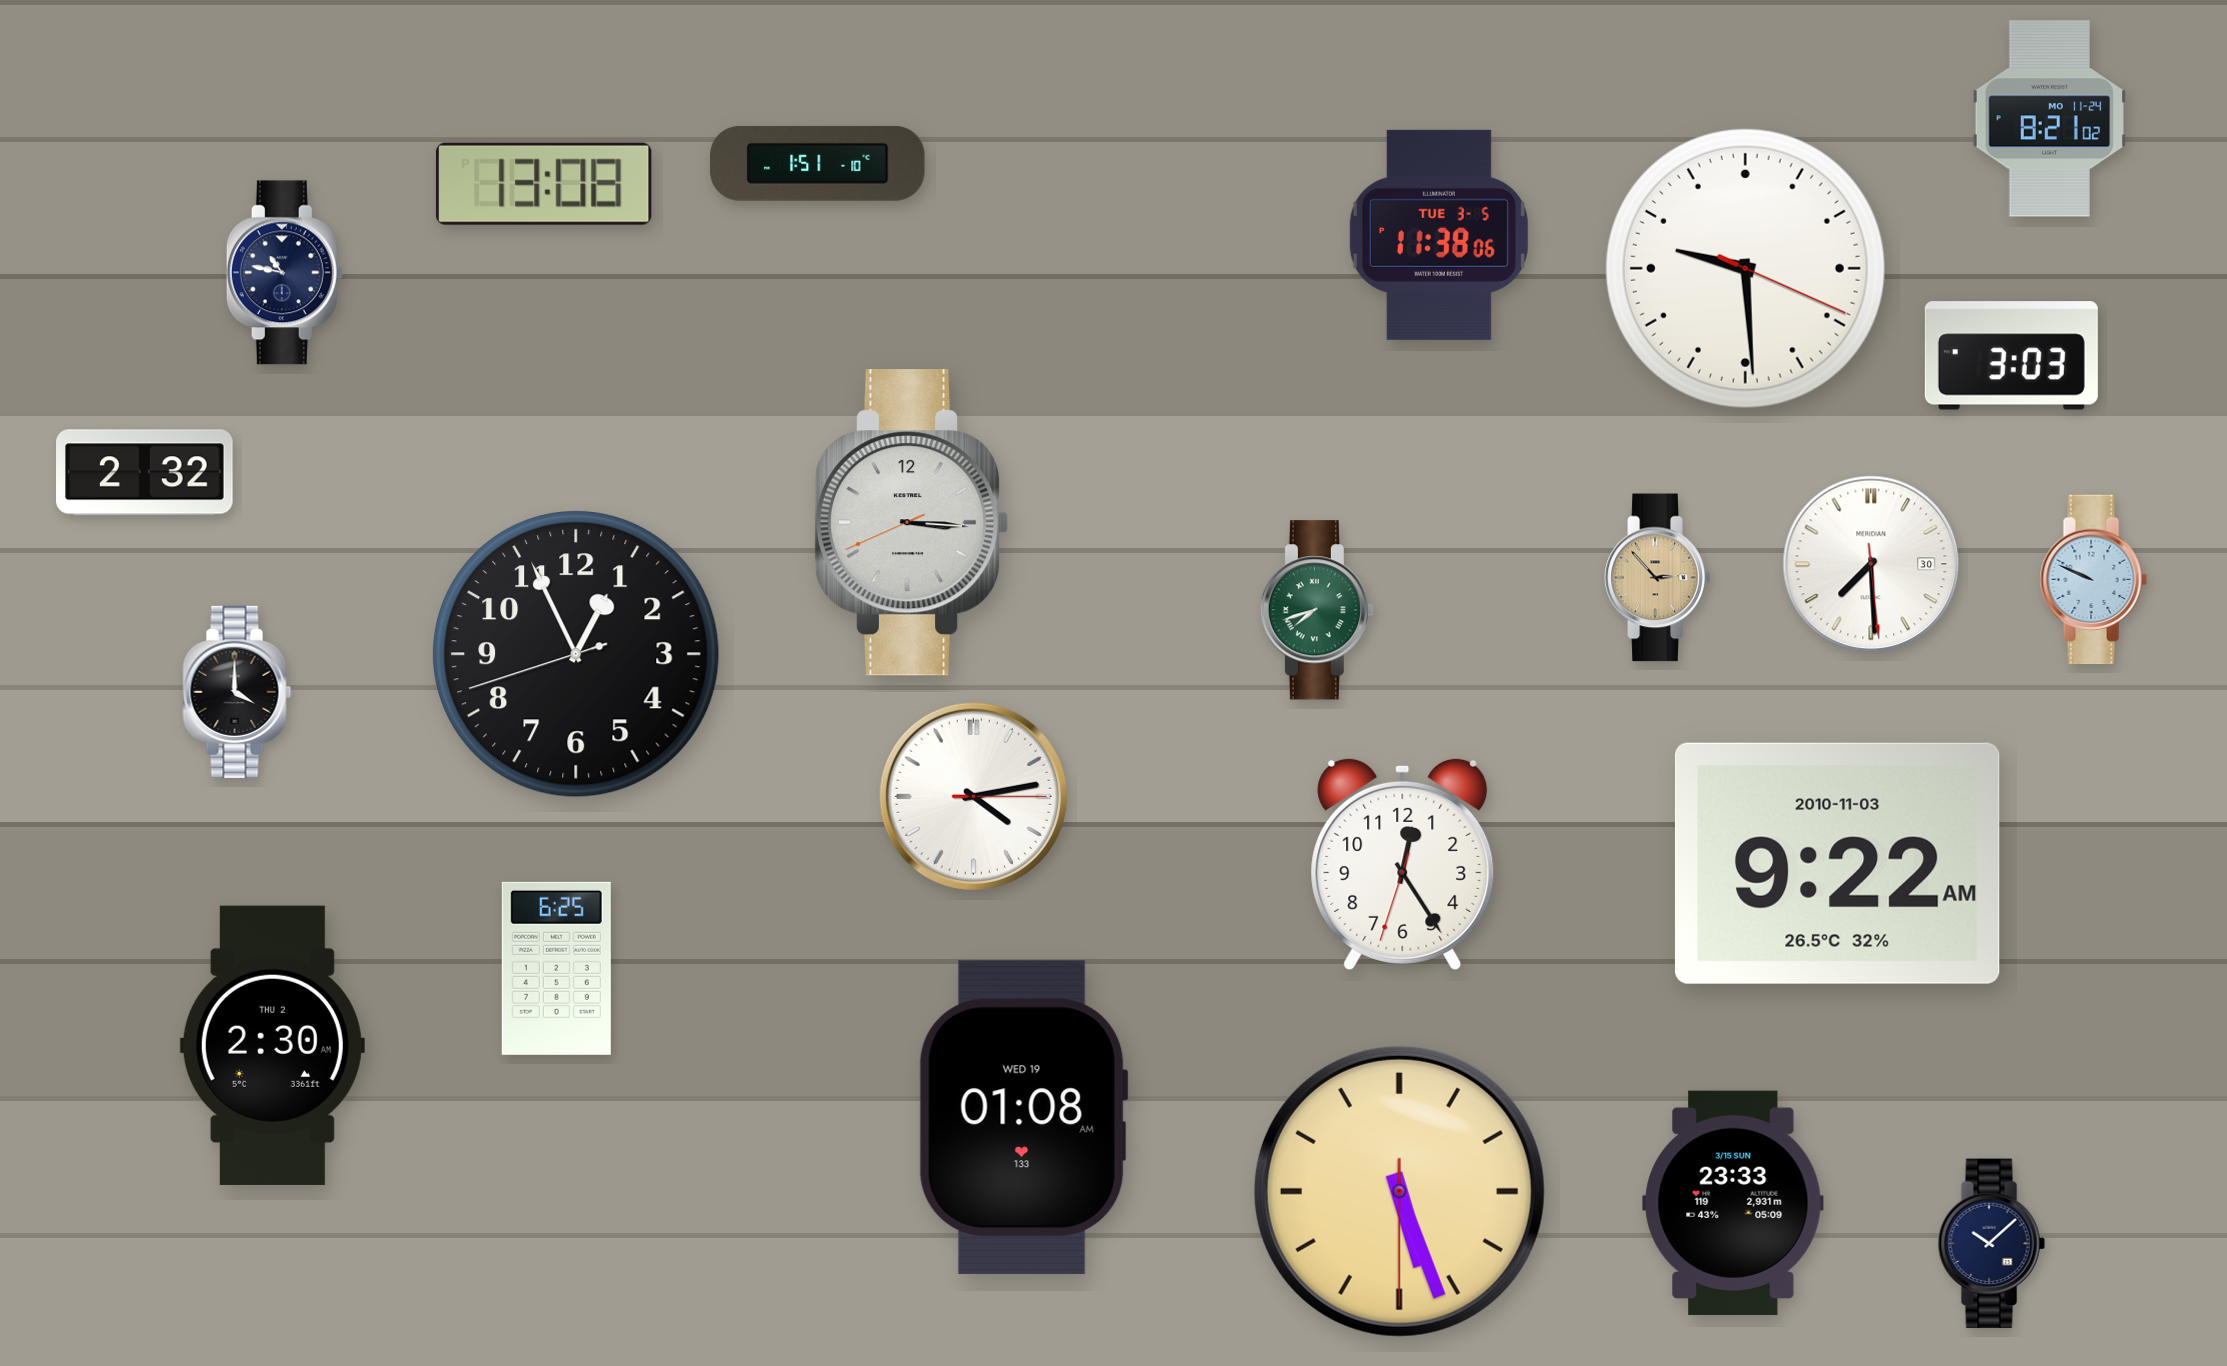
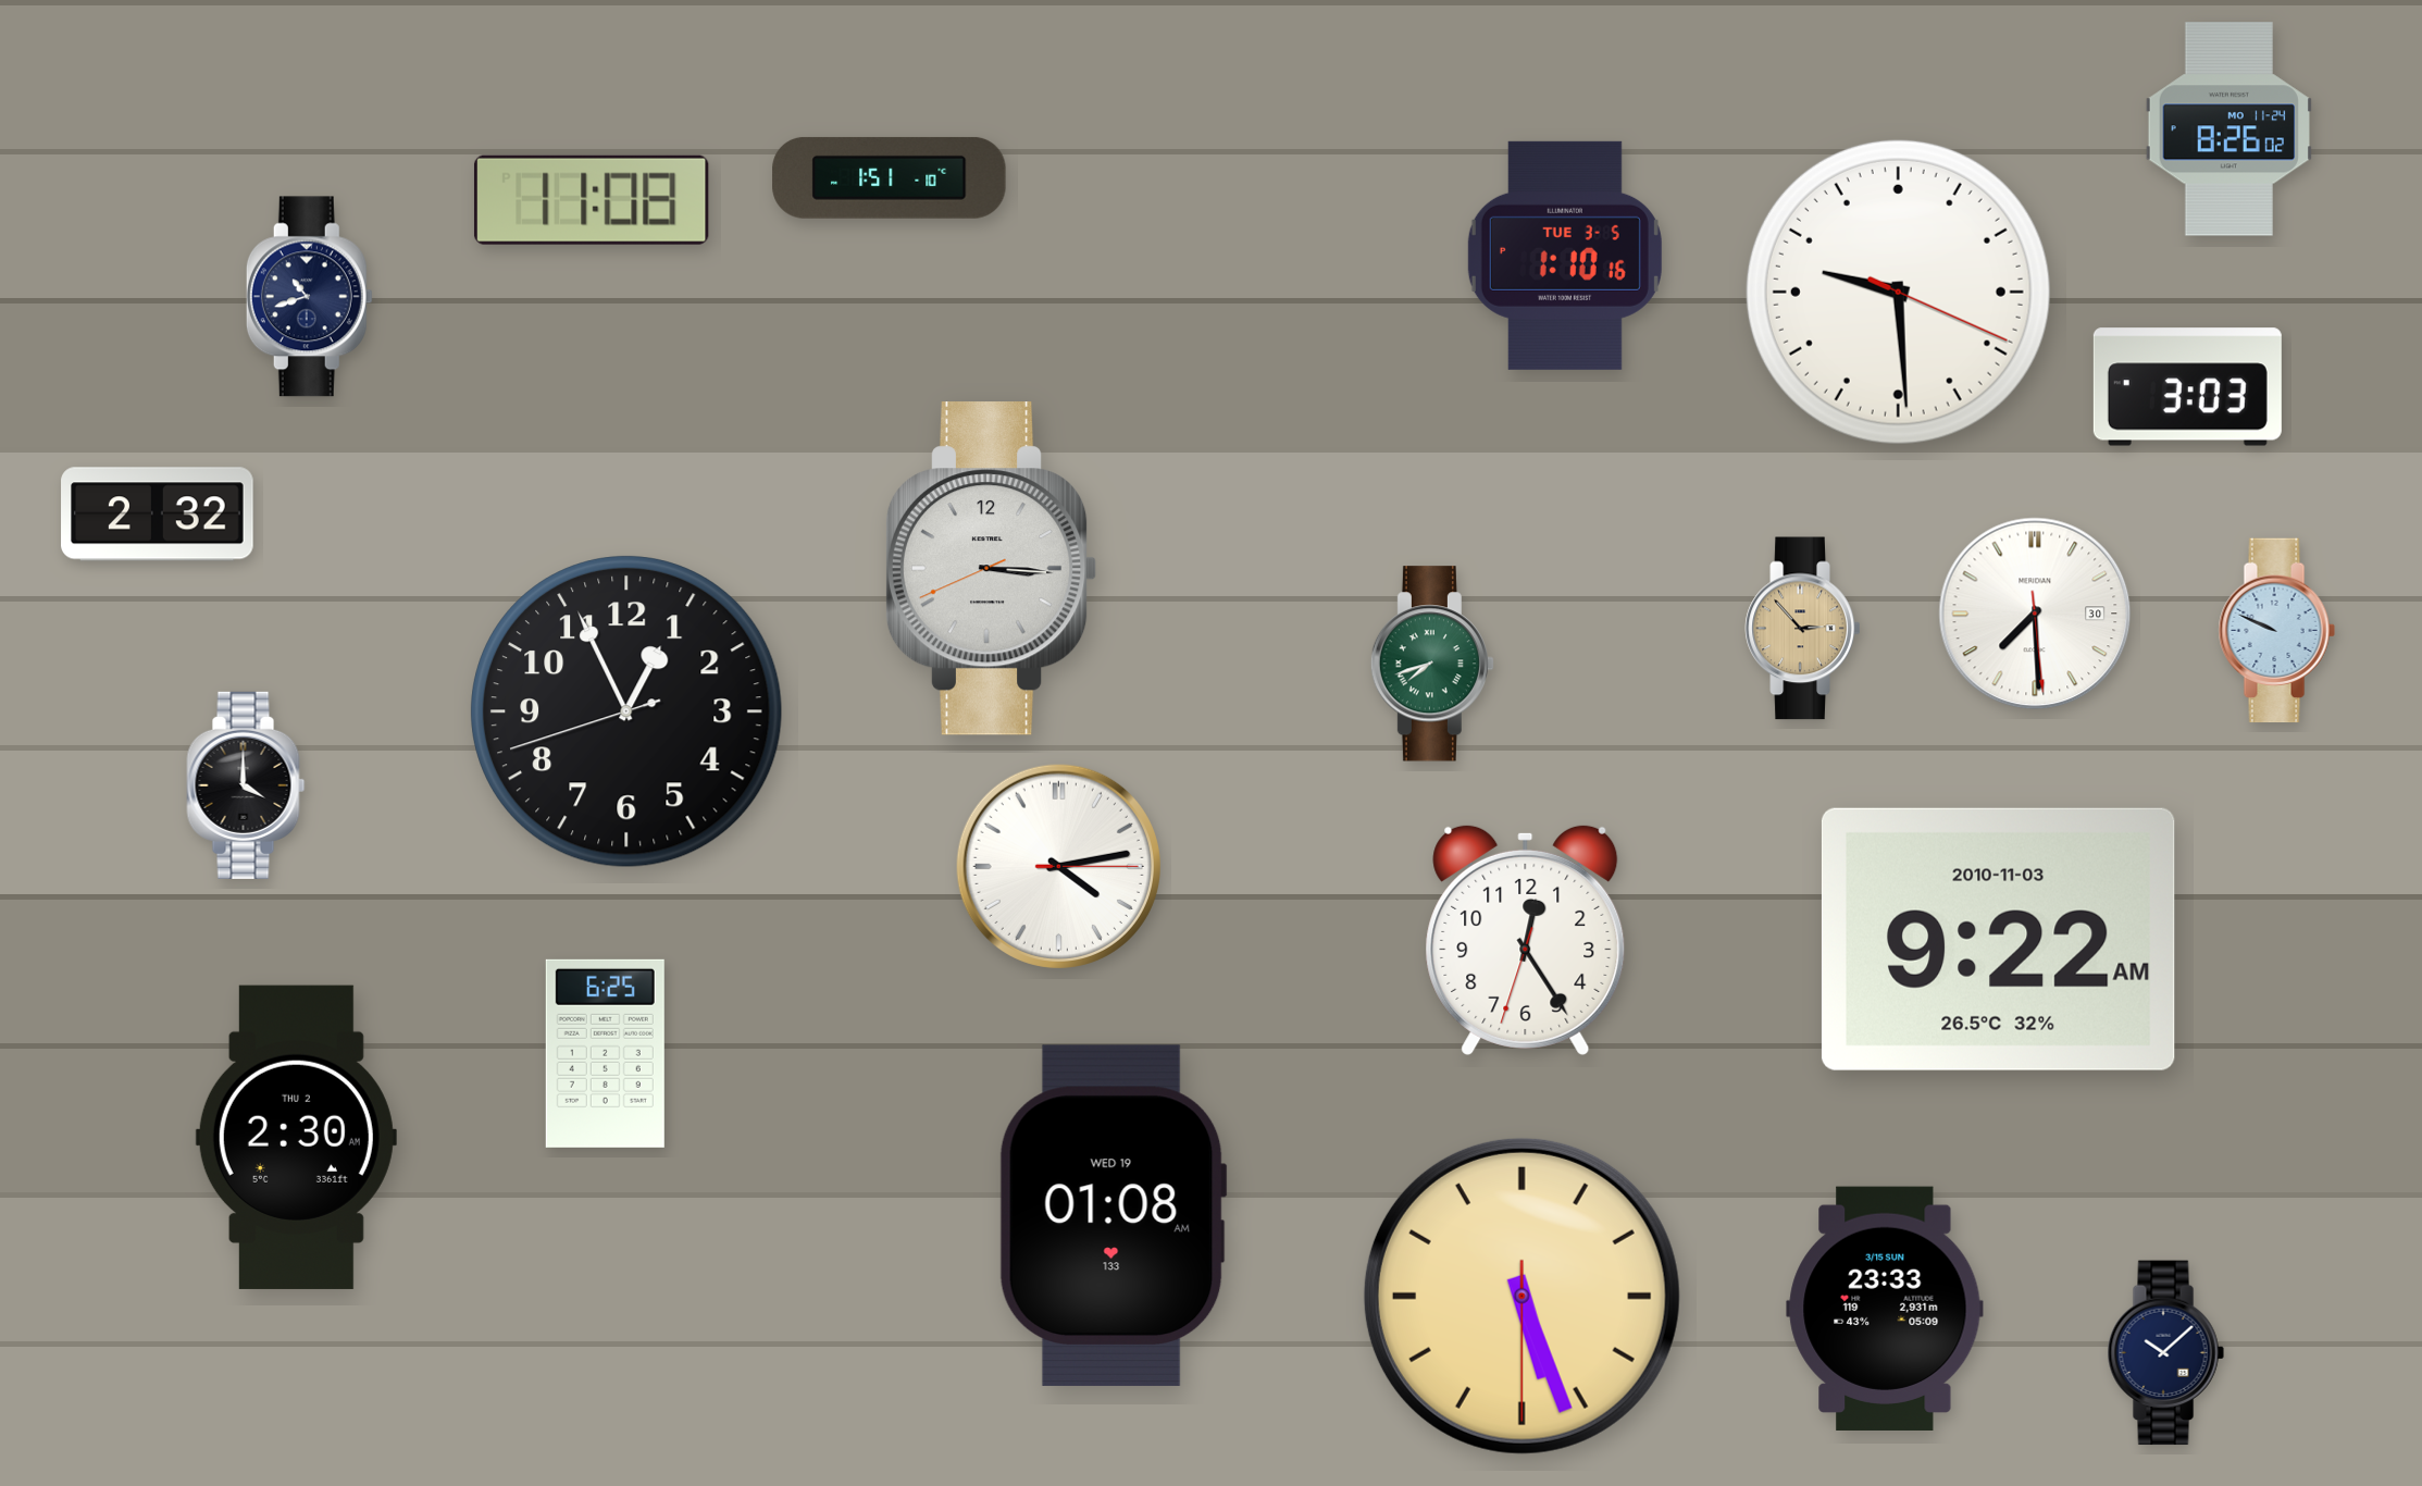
clock at (2049, 119): 8:21 -> 8:26
clock at (544, 184): 13:08 -> 11:08
clock at (1439, 235): 11:38 -> 1:10
clock at (284, 273): 10:47 -> 10:42
clock at (237, 692) position: (237, 692) -> (246, 785)
